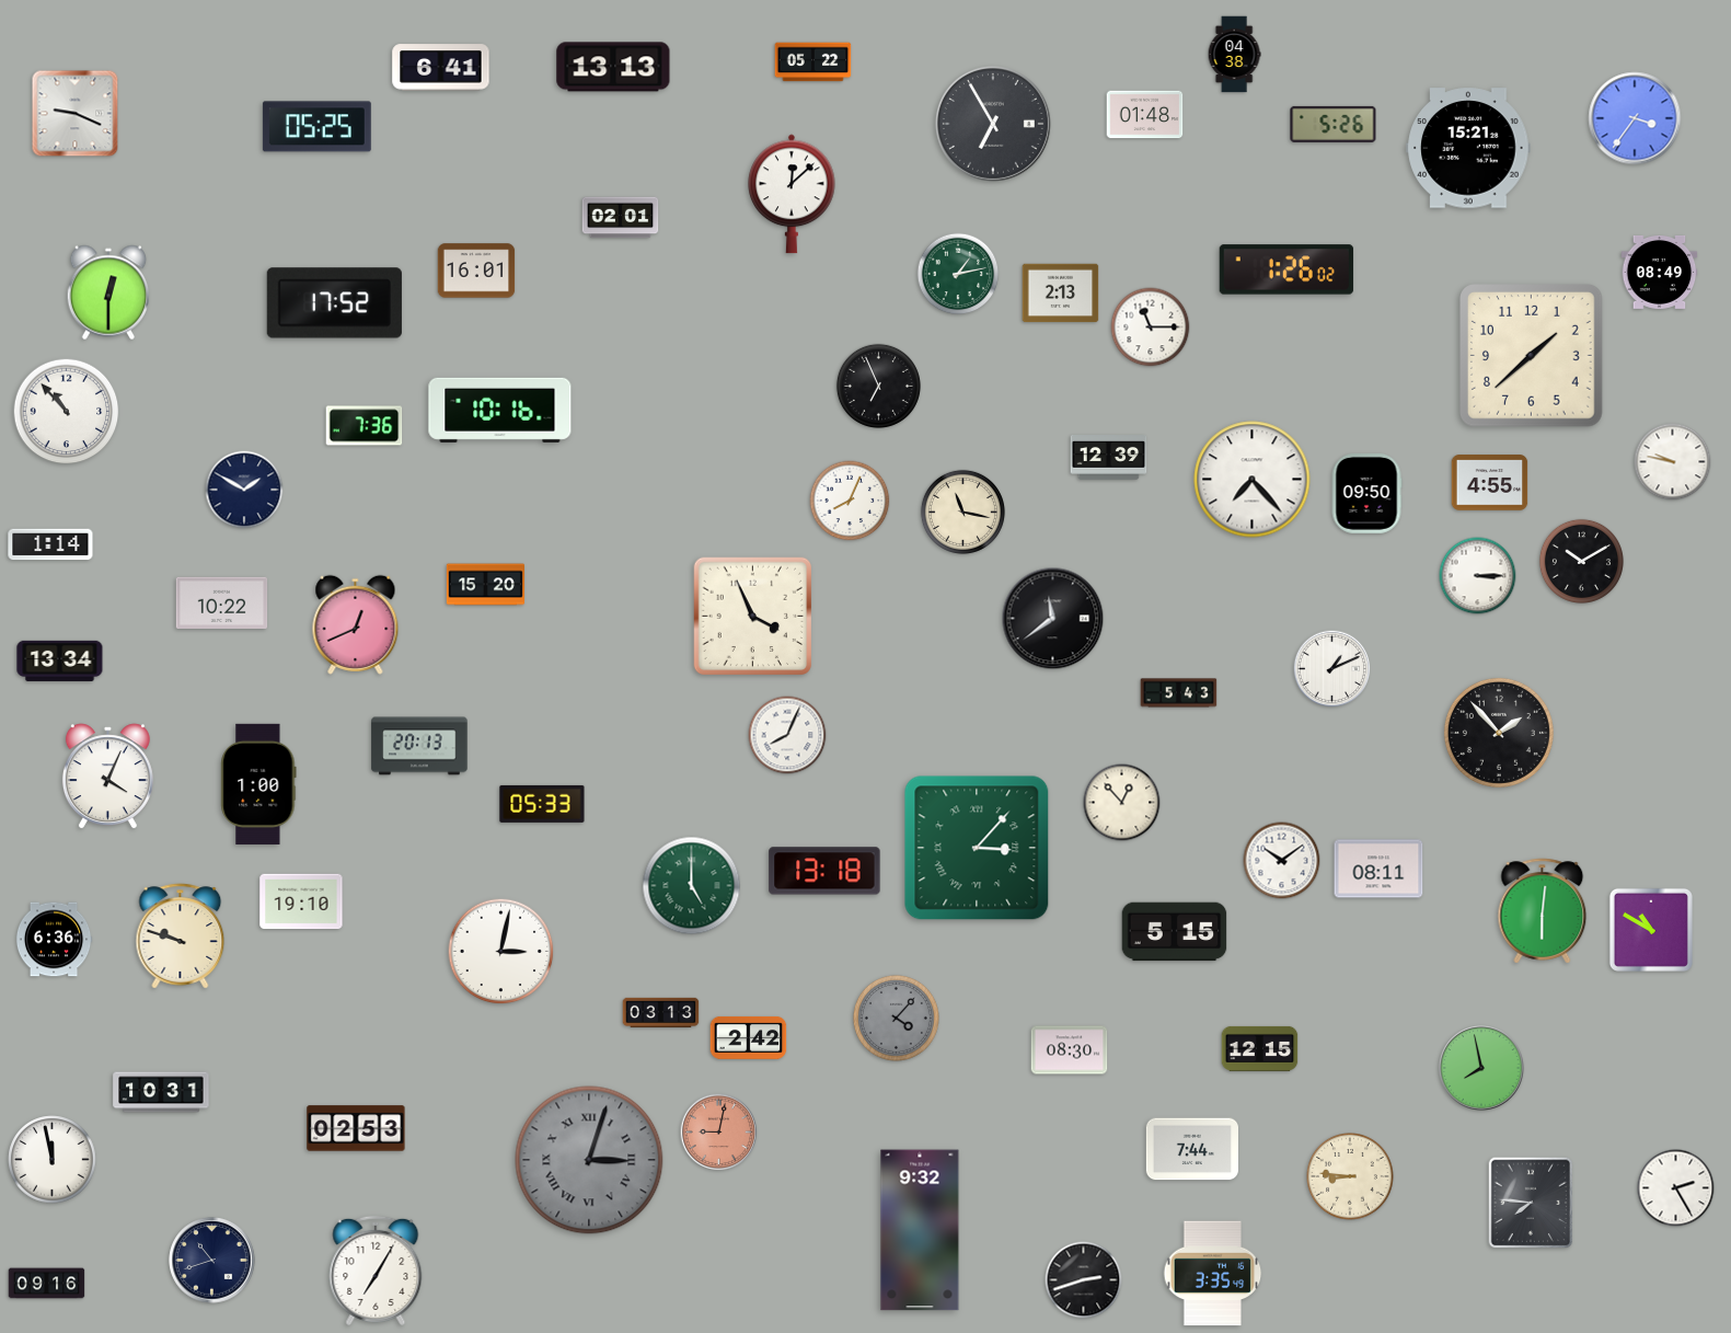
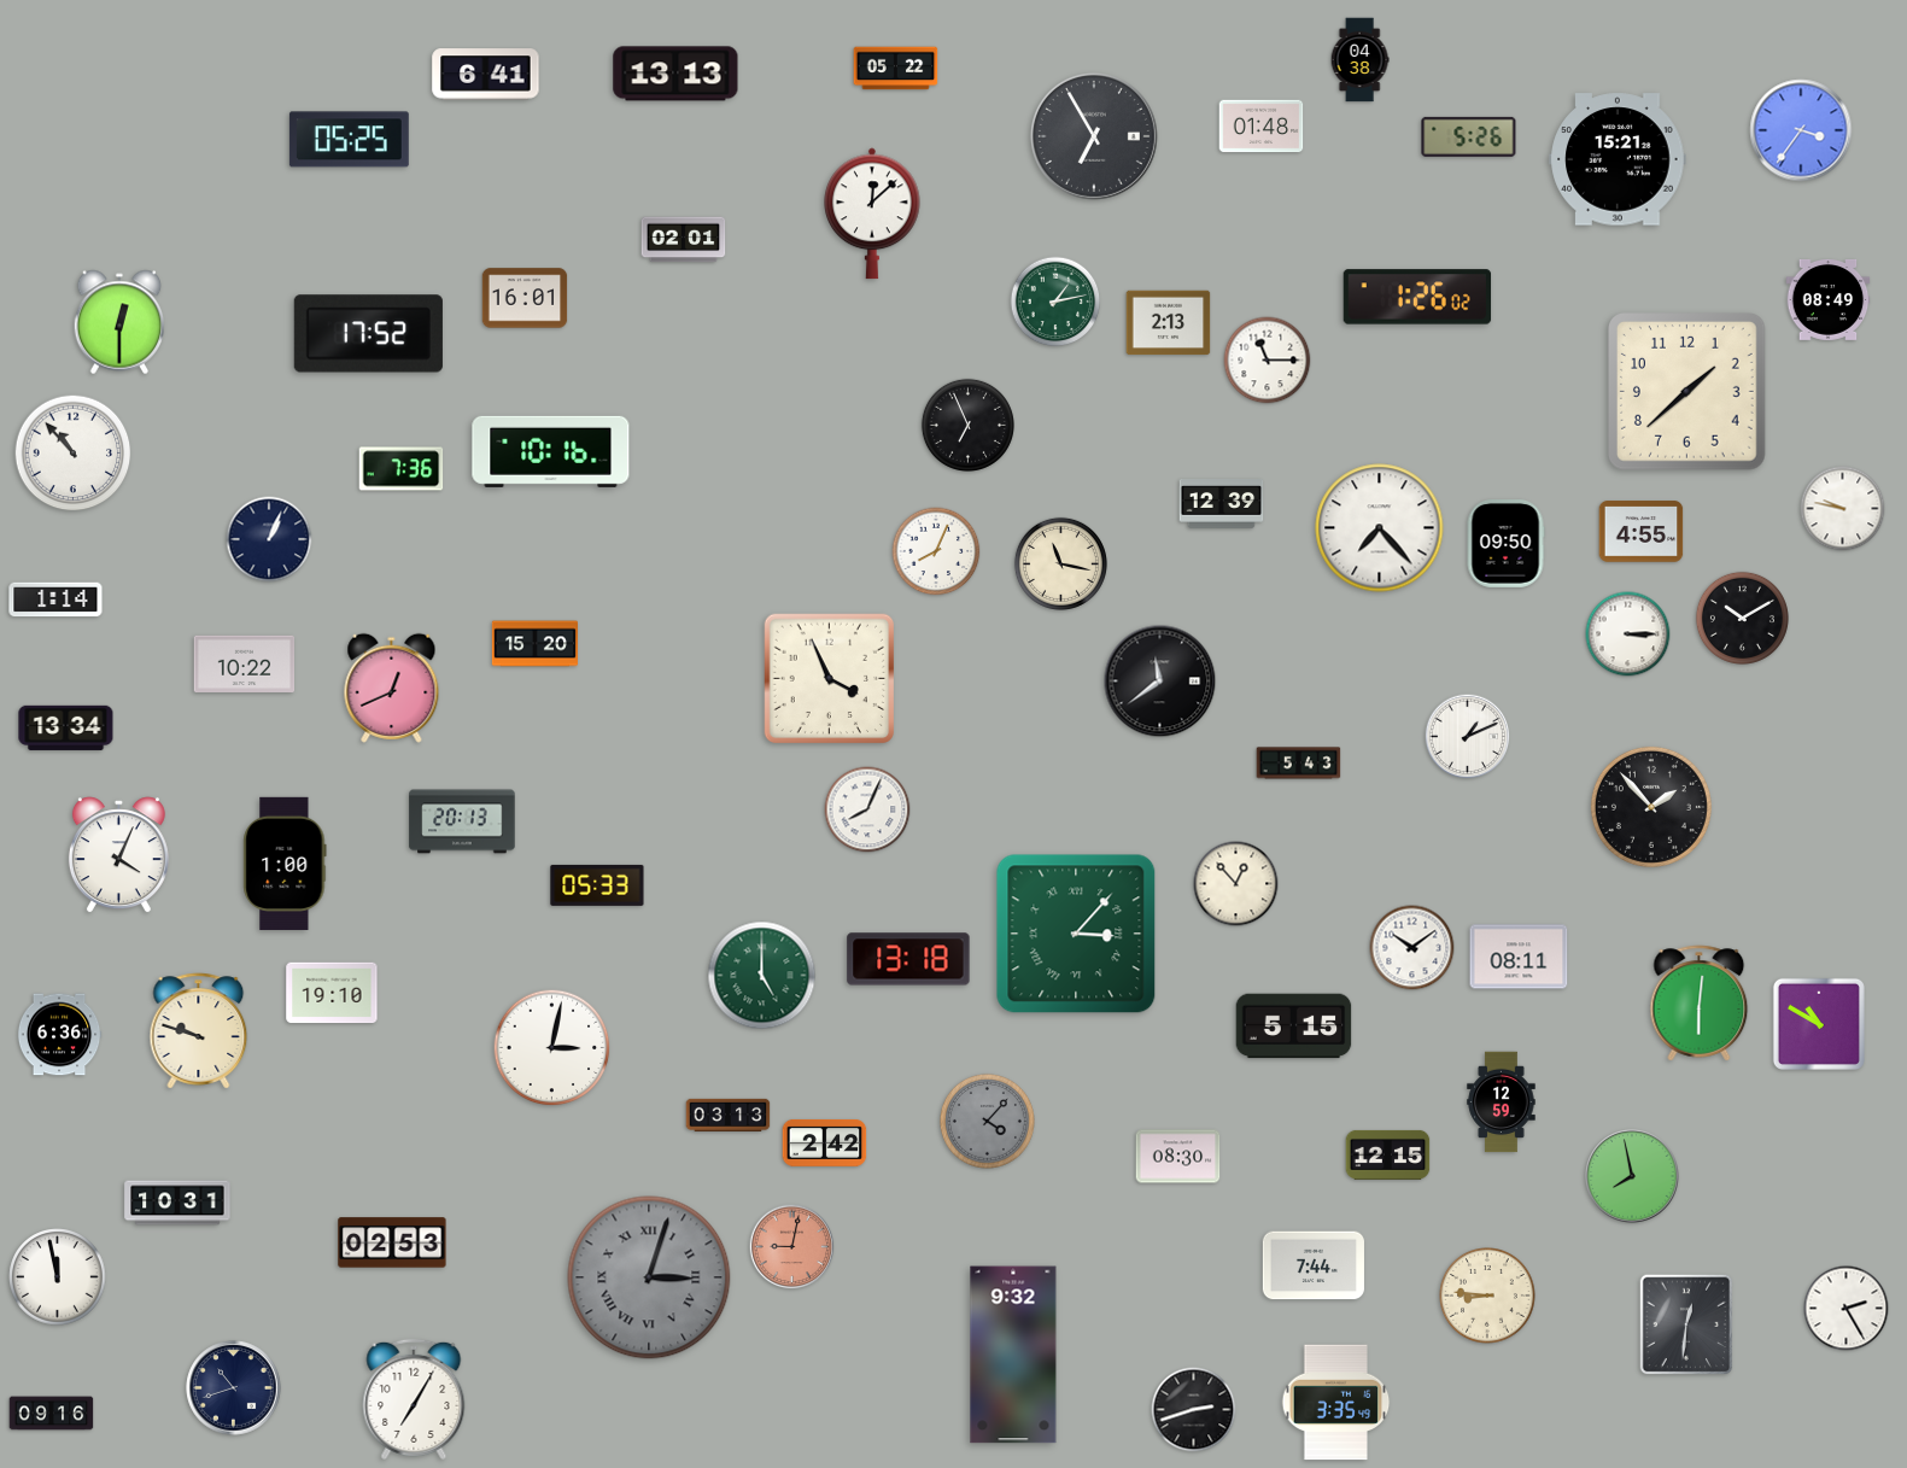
clock at (76, 114): 9:19 -> none
clock at (1468, 148) position: (1468, 148) -> (1618, 159)
clock at (244, 490): 1:50 -> 1:04
clock at (1502, 1103): none -> 12:59
clock at (1531, 1203): 7:46 -> 12:31
